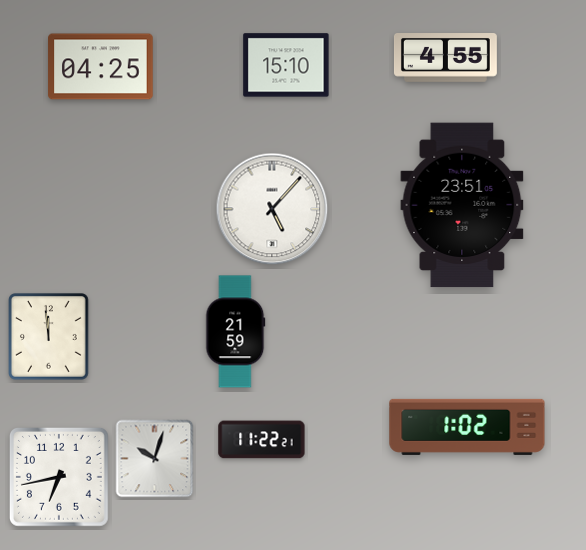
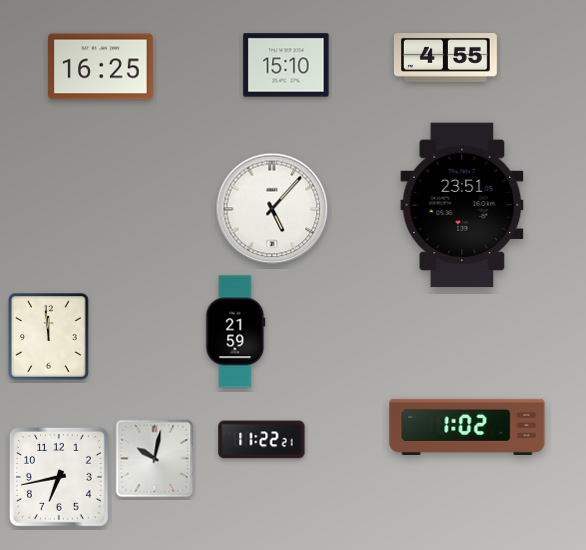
clock at (101, 67): 04:25 -> 16:25
clock at (155, 459): 10:03 -> 10:02
